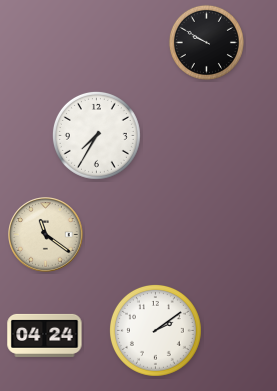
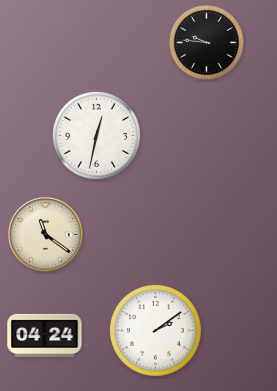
clock at (206, 42): 9:50 -> 9:46
clock at (96, 135): 7:35 -> 12:32
